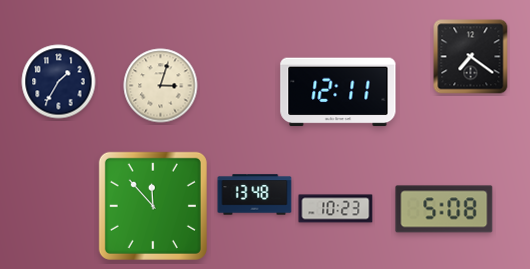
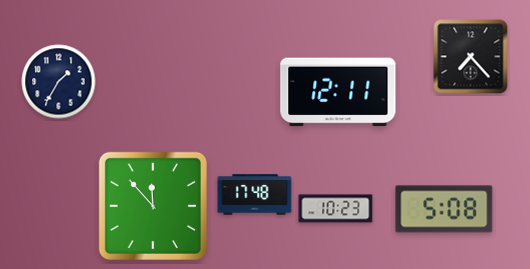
clock at (471, 57): 7:21 -> 7:23
clock at (161, 86): 3:03 -> none
clock at (255, 195): 13:48 -> 17:48
